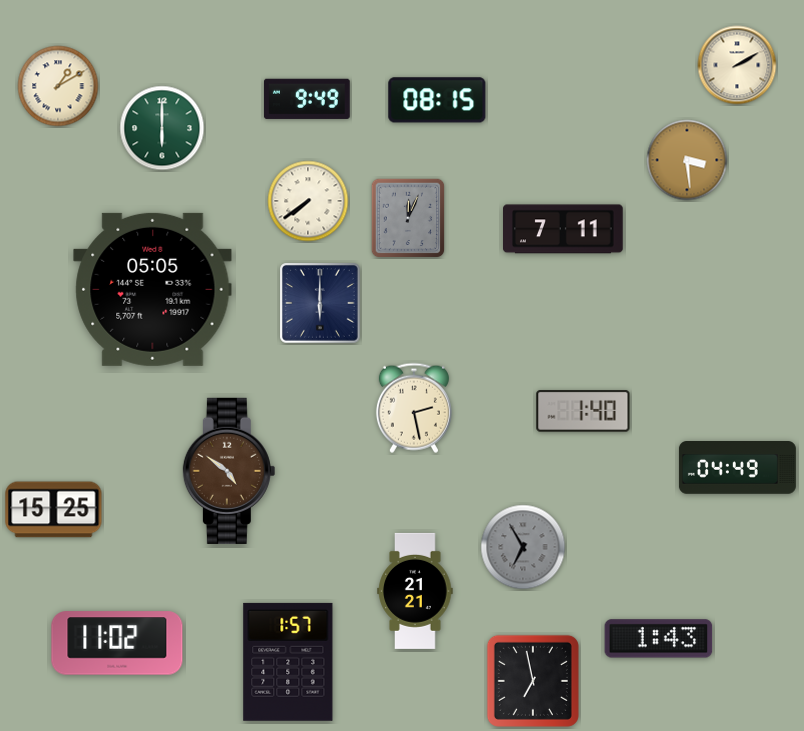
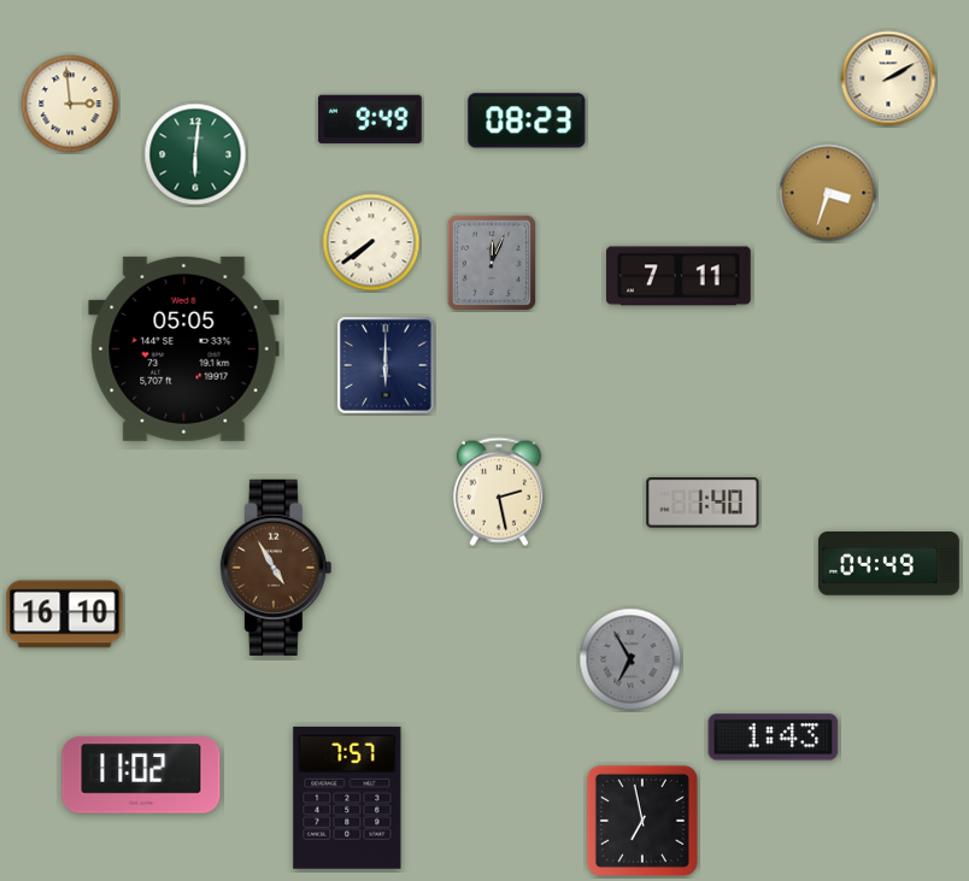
clock at (58, 86): 1:10 -> 2:59
clock at (437, 100): 08:15 -> 08:23
clock at (162, 128): 6:00 -> 6:01
clock at (687, 160): 3:29 -> 3:33
clock at (583, 411) position: (583, 411) -> (703, 503)
clock at (229, 471): 4:51 -> 4:55
clock at (54, 510): 15:25 -> 16:10
clock at (415, 591): 21:21 -> none
clock at (659, 639) position: (659, 639) -> (774, 738)
clock at (288, 662): 1:57 -> 7:57
